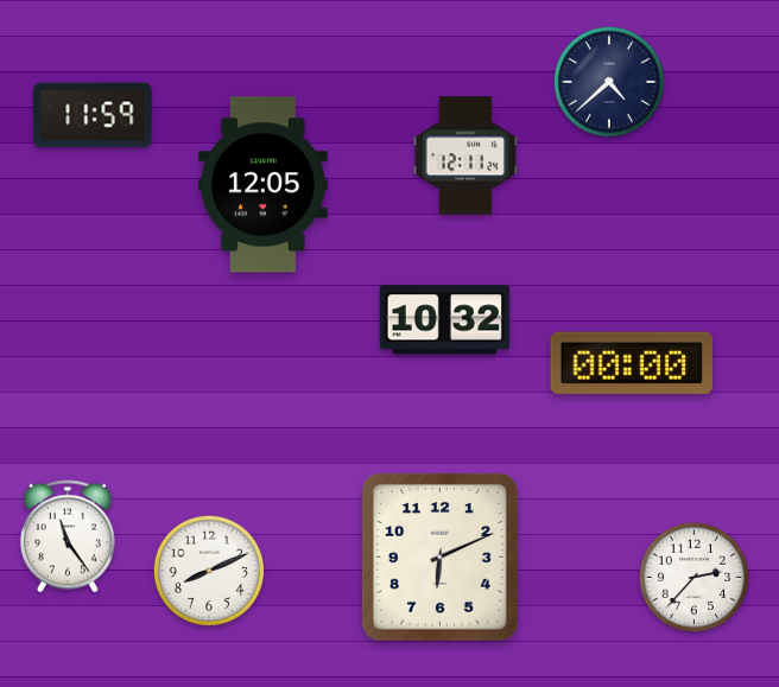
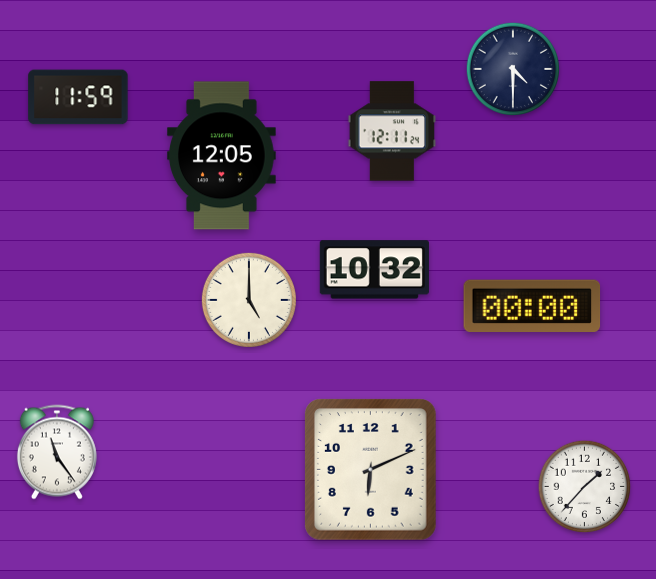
clock at (608, 81): 4:38 -> 4:30
clock at (249, 300): none -> 5:00
clock at (208, 570): 8:11 -> none
clock at (695, 578): 2:37 -> 1:37
